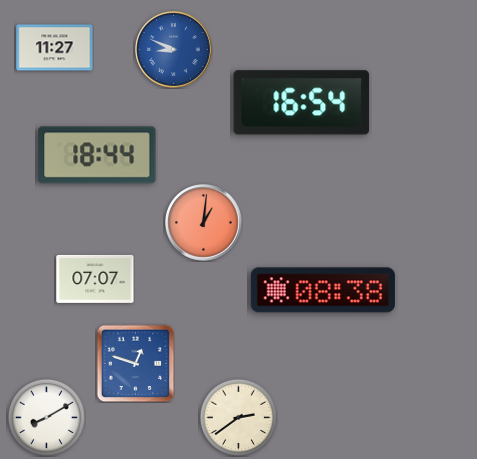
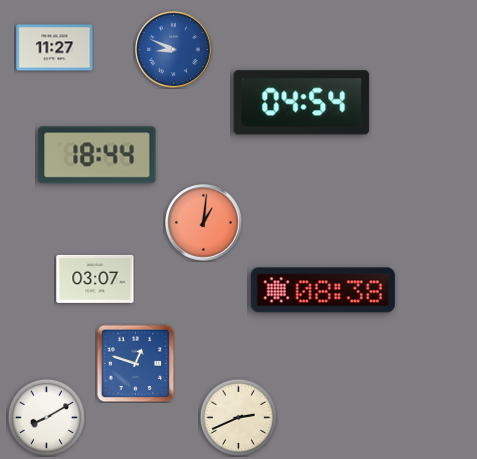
clock at (302, 103): 16:54 -> 04:54
clock at (95, 279): 07:07 -> 03:07
clock at (238, 417): 2:39 -> 2:41
